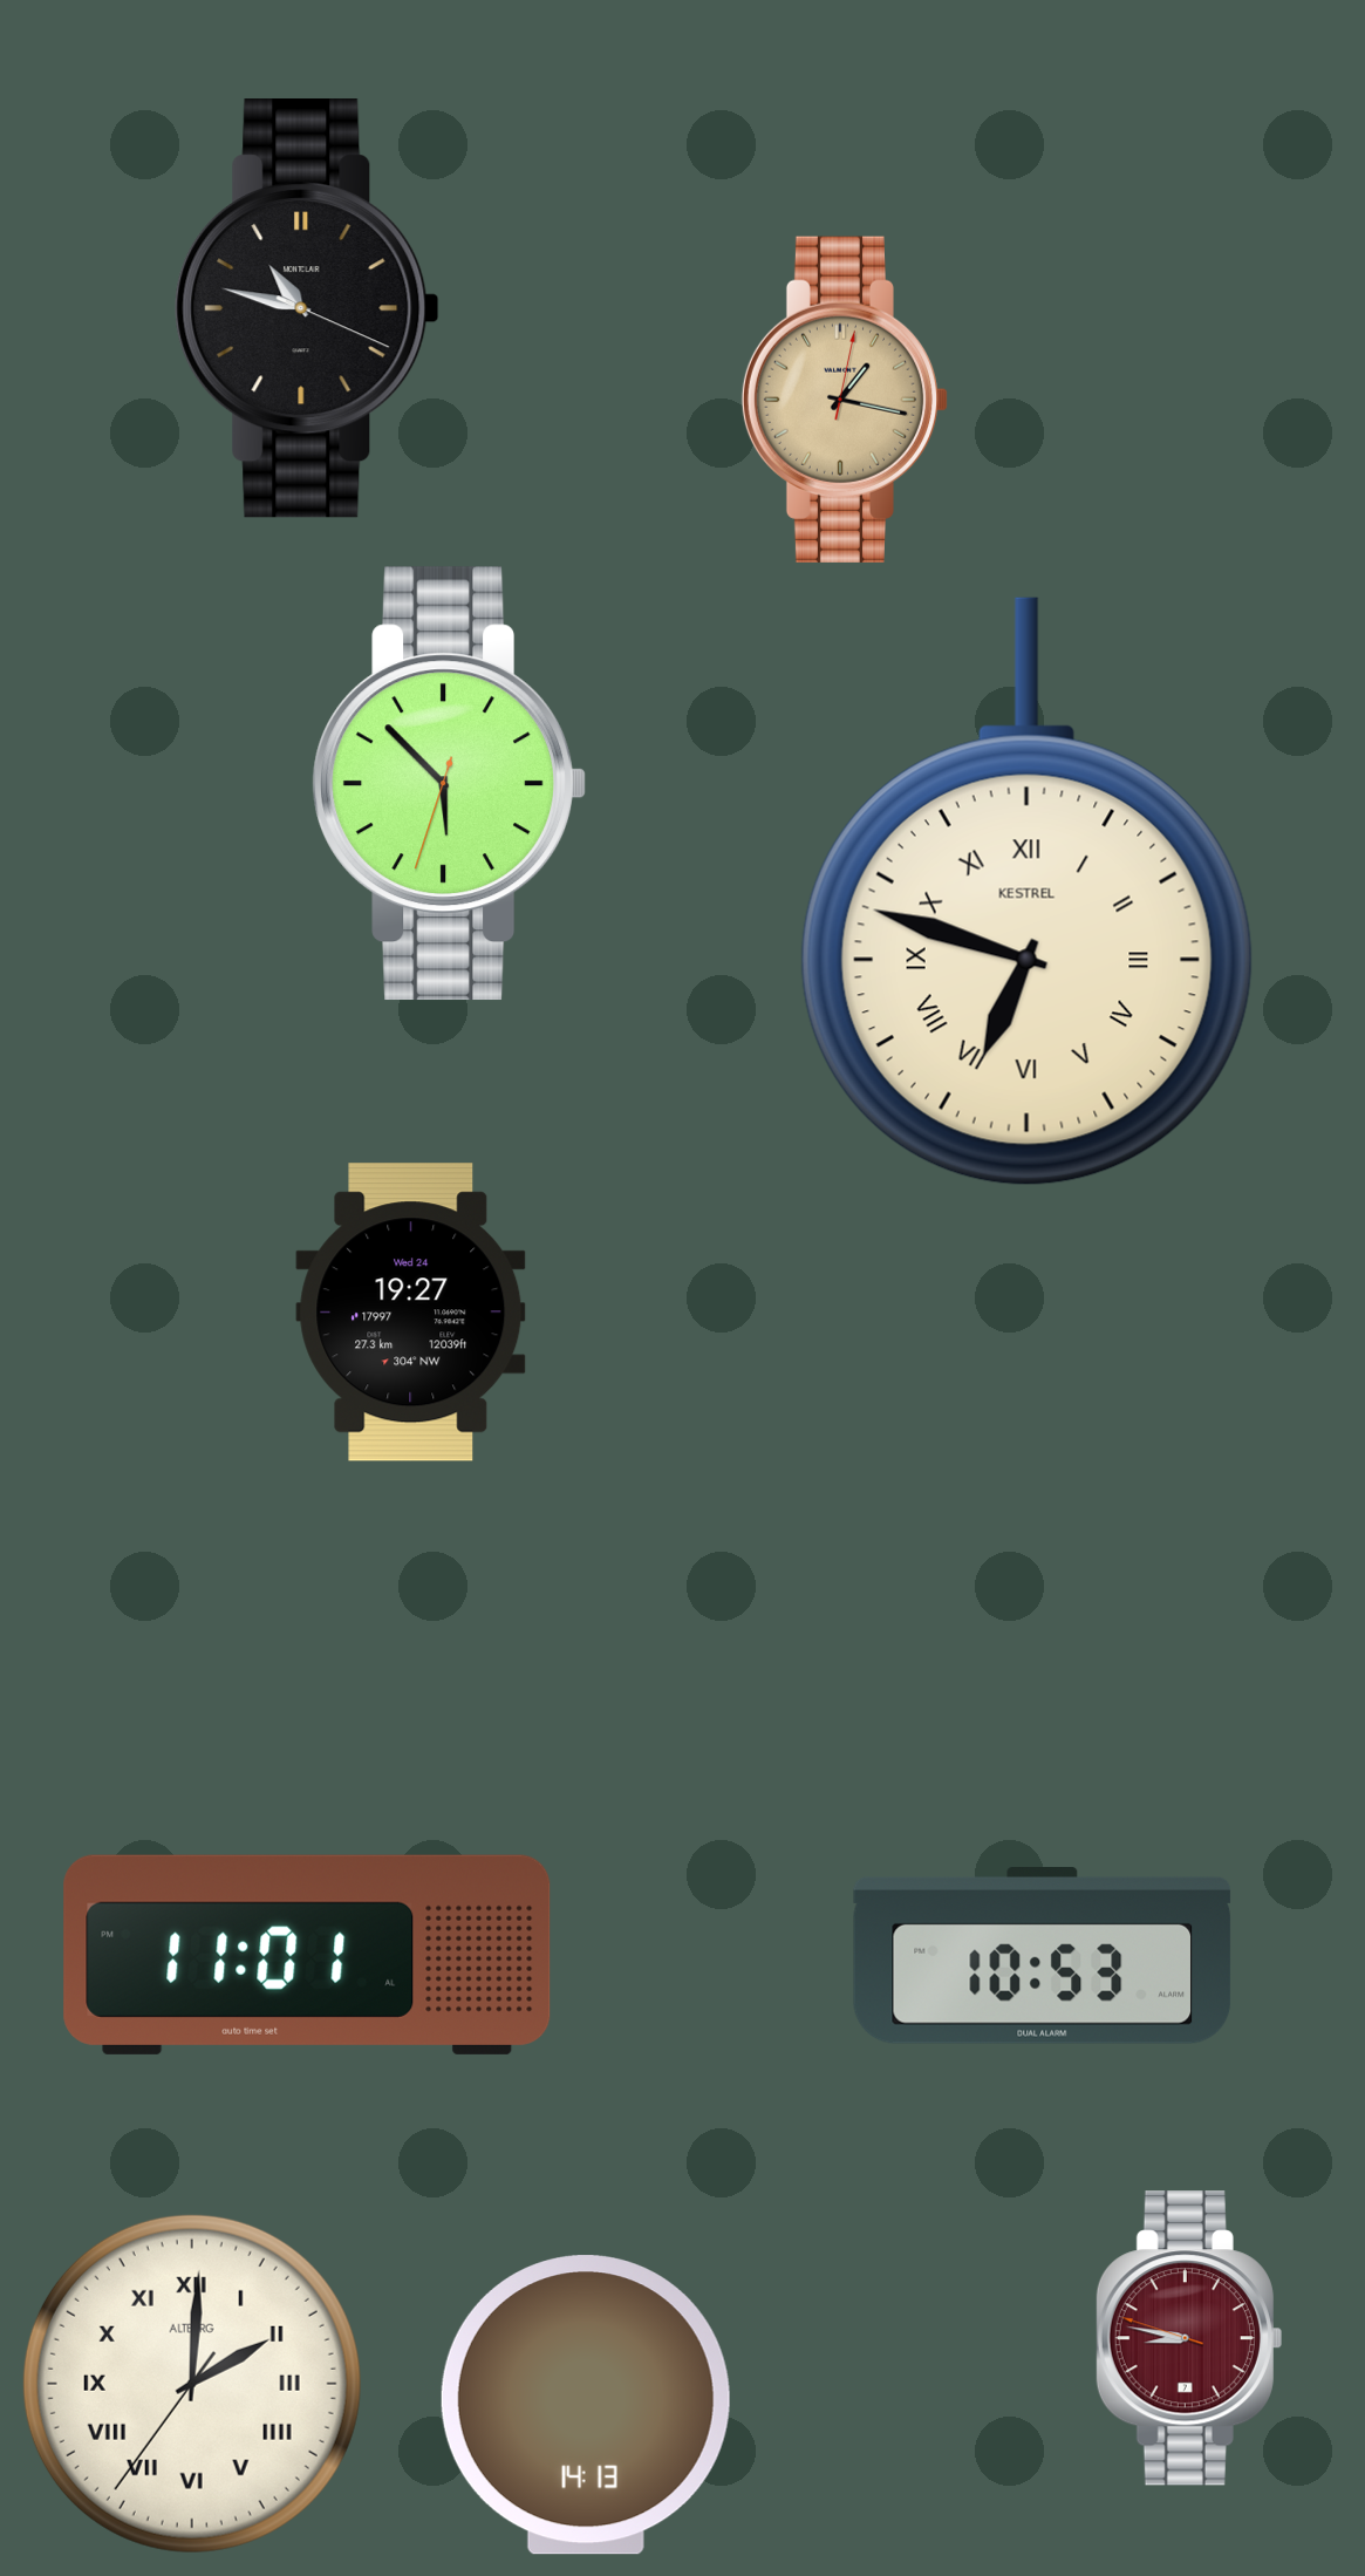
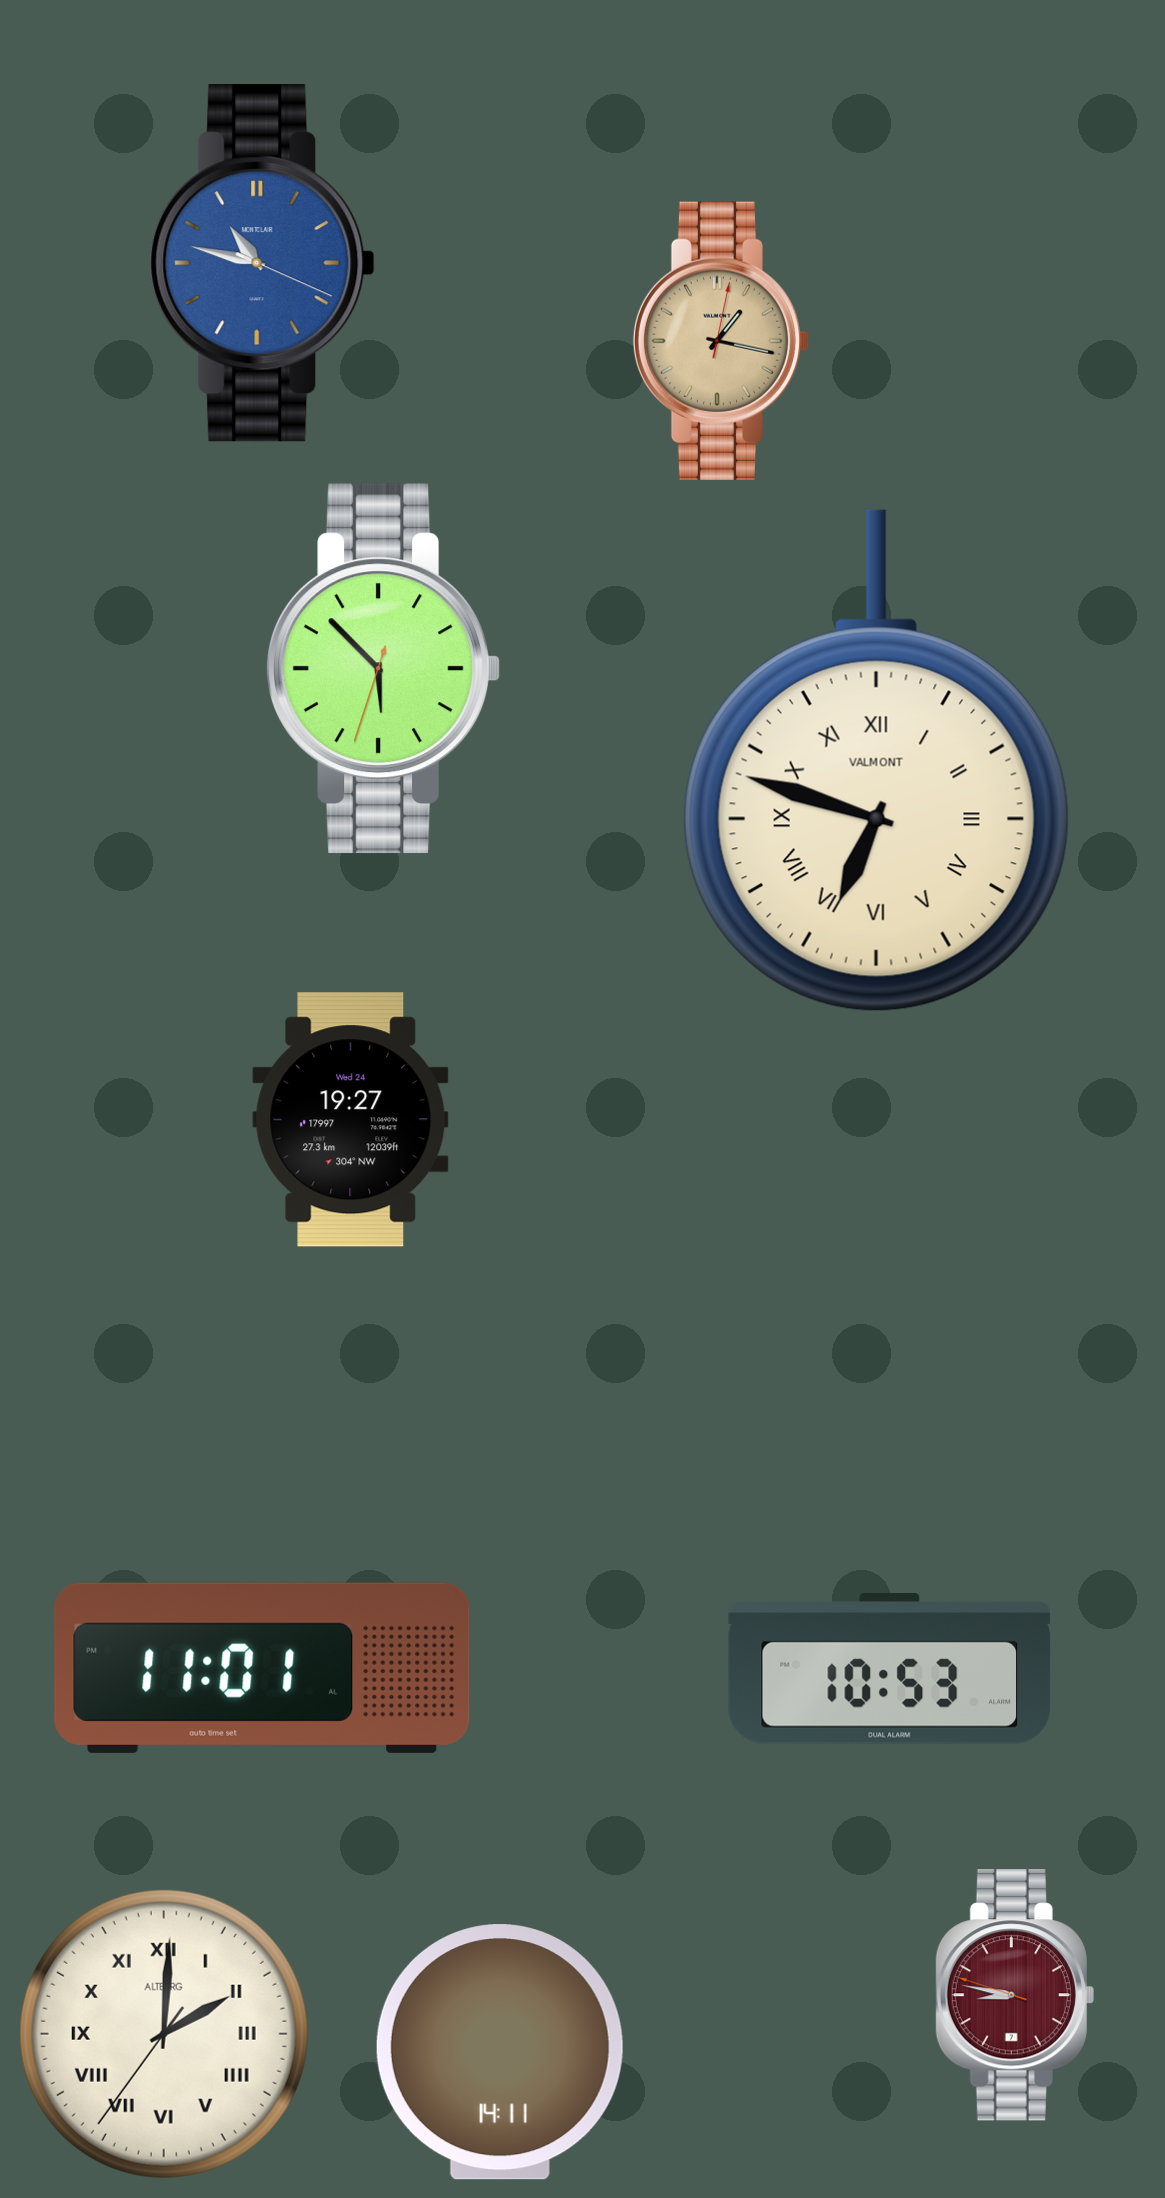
clock at (307, 308) dial: black -> blue
clock at (1026, 892) brand: KESTREL -> VALMONT
clock at (586, 2405): 14:13 -> 14:11
